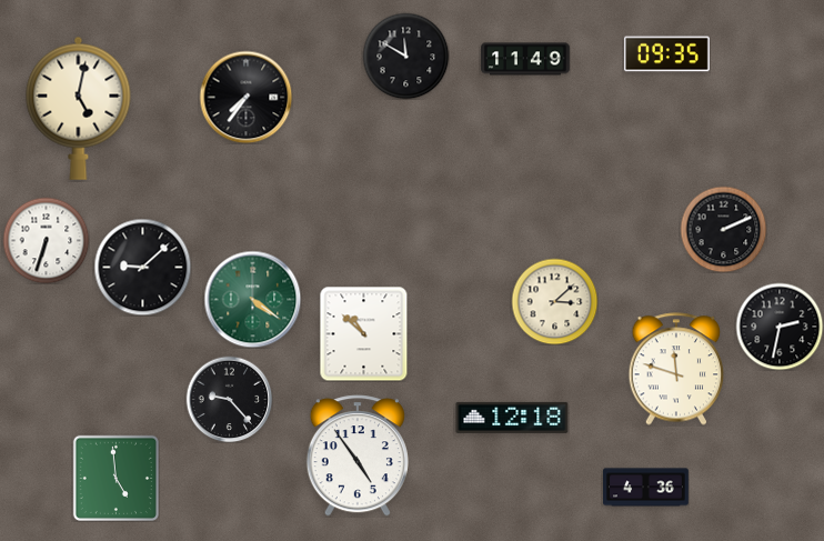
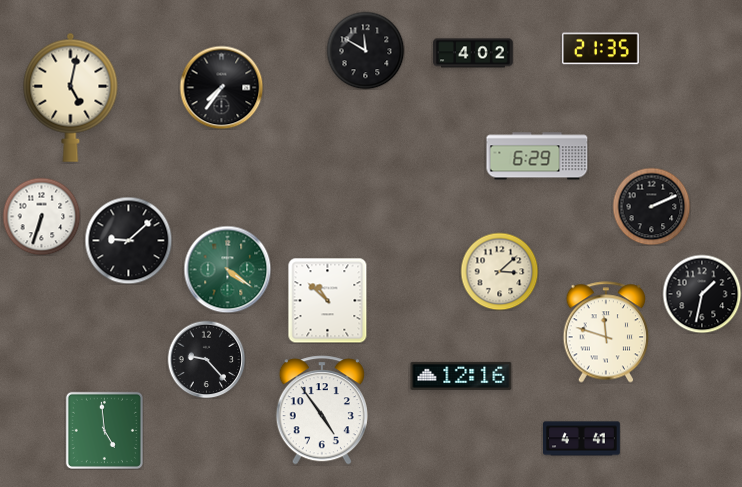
clock at (666, 54): 09:35 -> 21:35
clock at (525, 59): 11:49 -> 4:02
clock at (537, 156): none -> 6:29
clock at (780, 327): 2:32 -> 1:32
clock at (676, 369) position: (676, 369) -> (606, 332)
clock at (512, 418): 12:18 -> 12:16
clock at (646, 488): 4:36 -> 4:41
